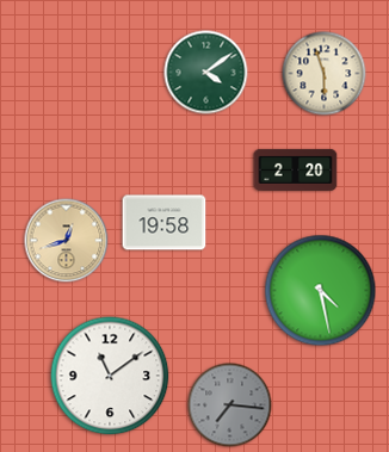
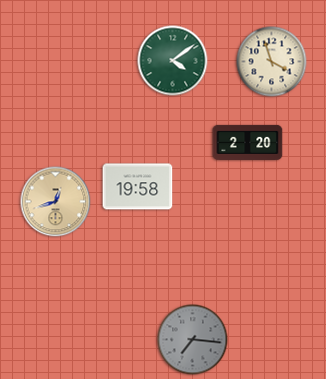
clock at (325, 74): 5:57 -> 3:57
clock at (321, 291): 4:28 -> none
clock at (110, 376): 11:09 -> none
